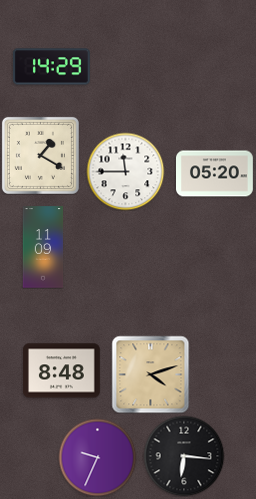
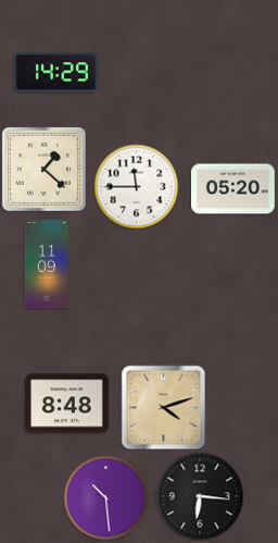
clock at (40, 155): 1:20 -> 1:22
clock at (43, 247) position: (43, 247) -> (47, 264)
clock at (97, 457): 9:34 -> 10:29
